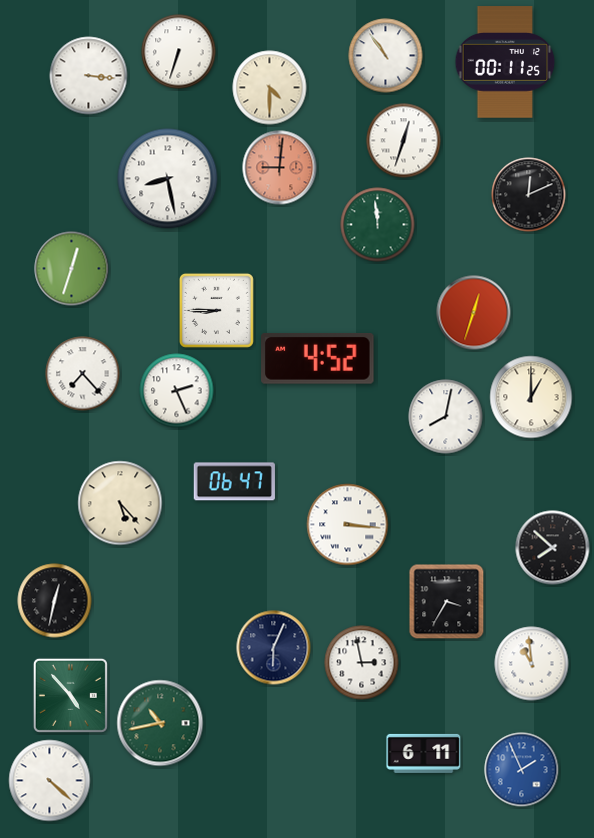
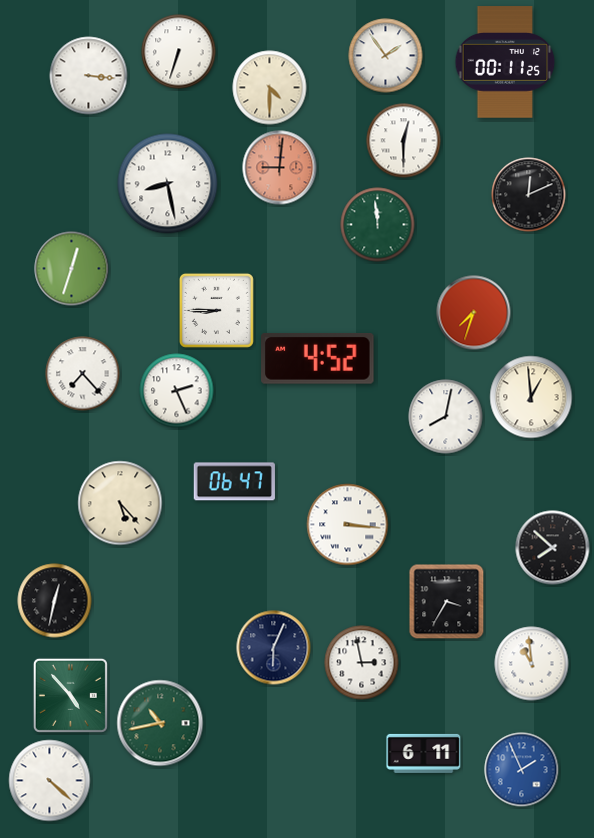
clock at (386, 56): 10:54 -> 1:54
clock at (404, 141): 12:33 -> 12:30
clock at (168, 179) position: (168, 179) -> (168, 184)
clock at (474, 313): 12:33 -> 7:33
clock at (531, 397): 1:00 -> 12:59
